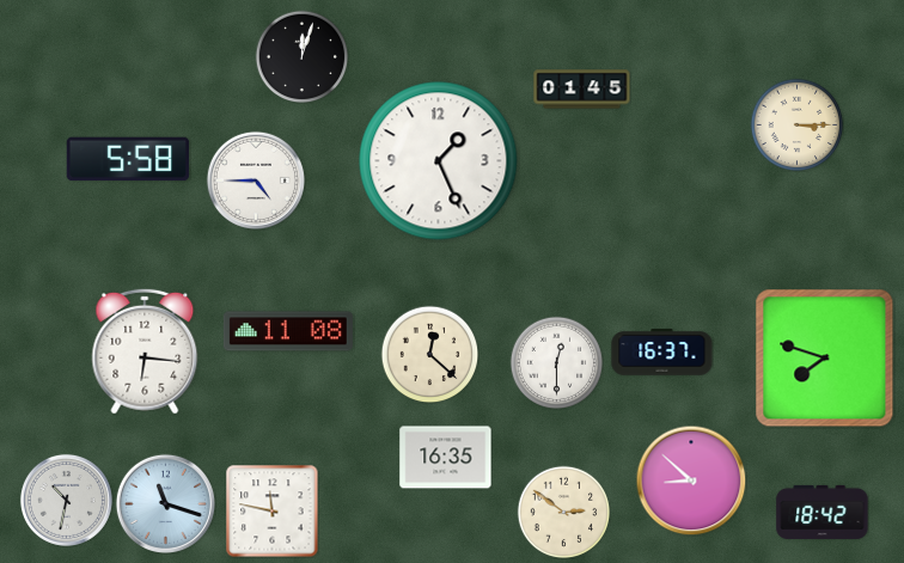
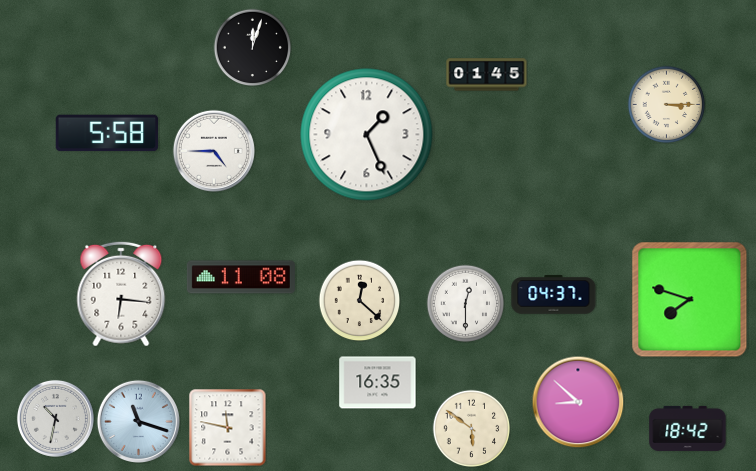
clock at (662, 353): 16:37 -> 04:37
clock at (429, 354) position: (429, 354) -> (359, 300)
clock at (446, 458) position: (446, 458) -> (378, 383)
clock at (563, 512): 2:51 -> 5:51
